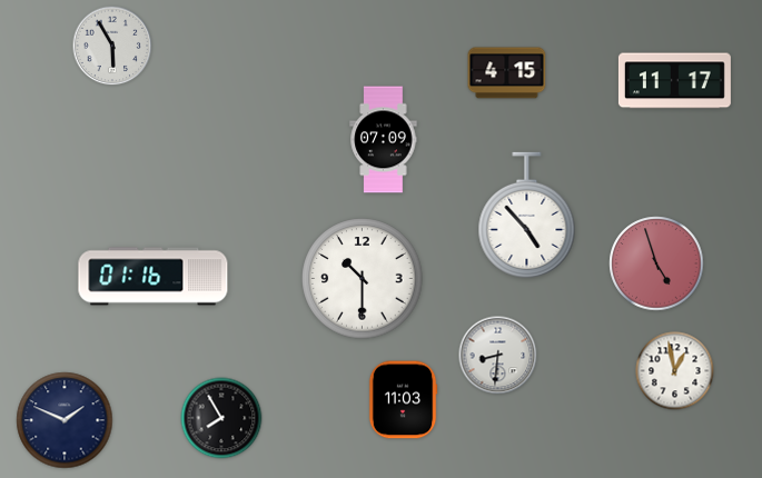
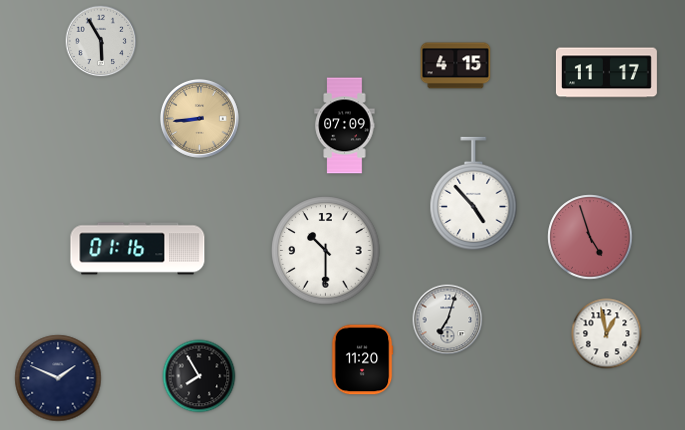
clock at (199, 118): none -> 8:44
clock at (498, 356): 8:31 -> 7:03
clock at (403, 400): 11:03 -> 11:20
